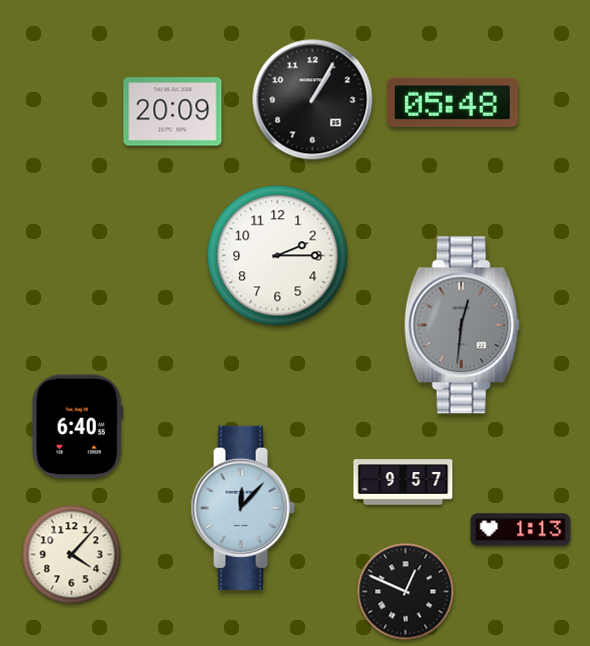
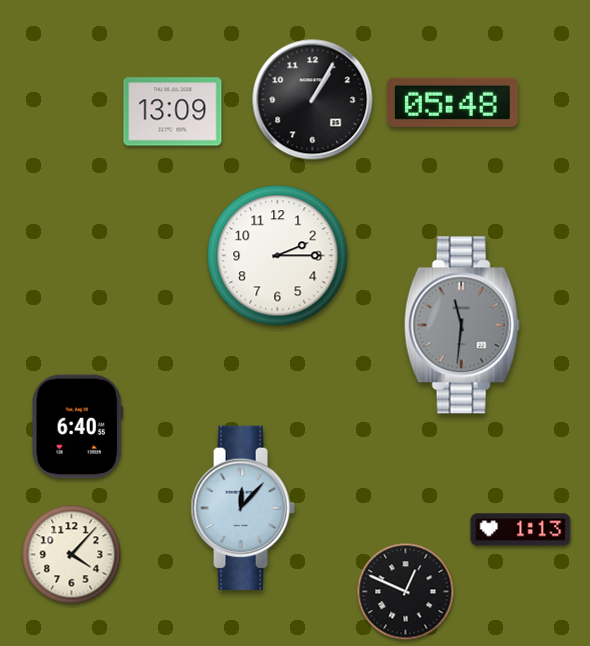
clock at (173, 112): 20:09 -> 13:09
clock at (462, 325): 12:31 -> 11:31
clock at (403, 482): 9:57 -> none
